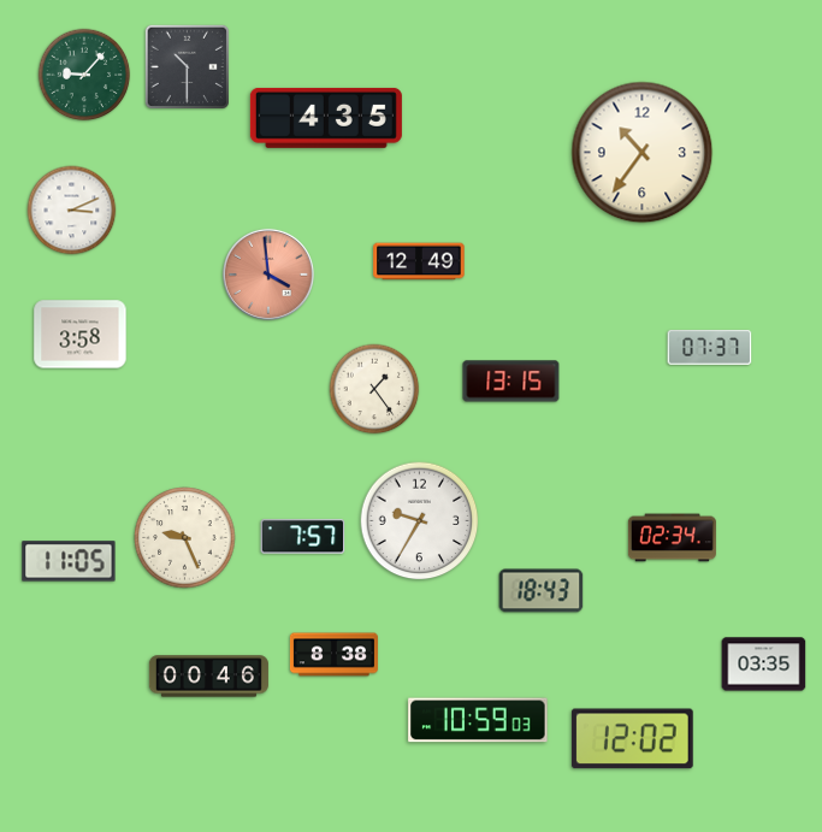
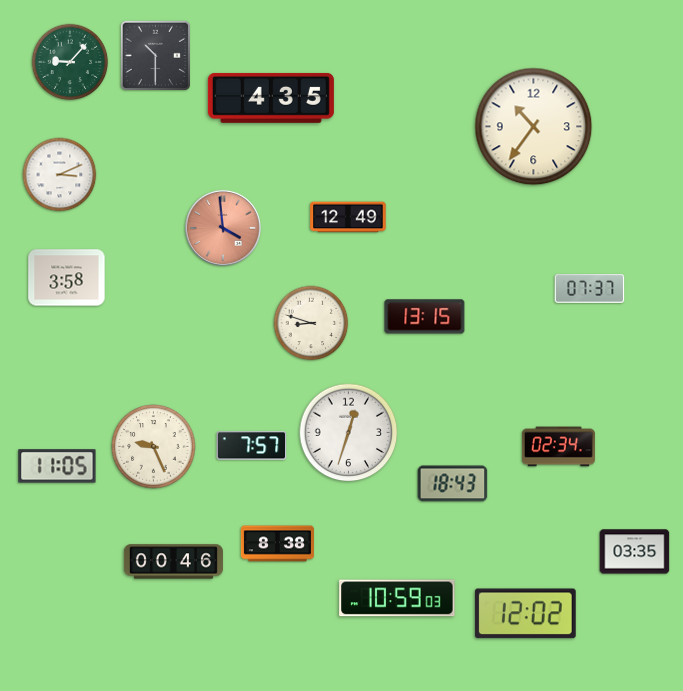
clock at (374, 389): 1:24 -> 8:48
clock at (420, 521): 9:35 -> 12:33
clock at (542, 591) position: (542, 591) -> (453, 484)
